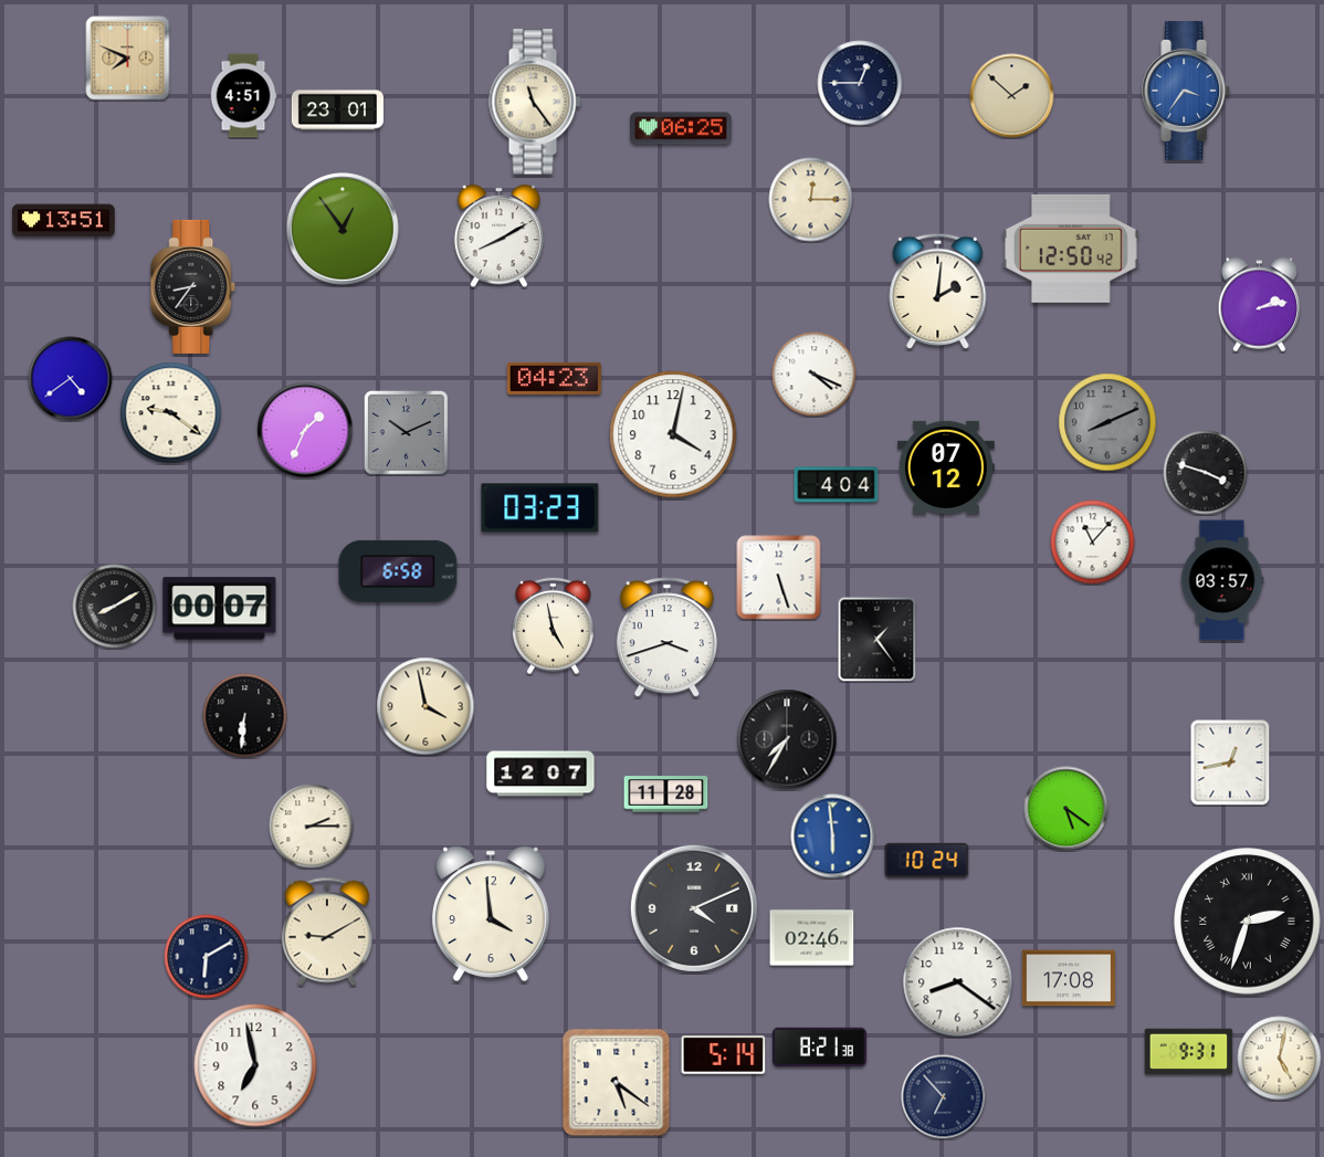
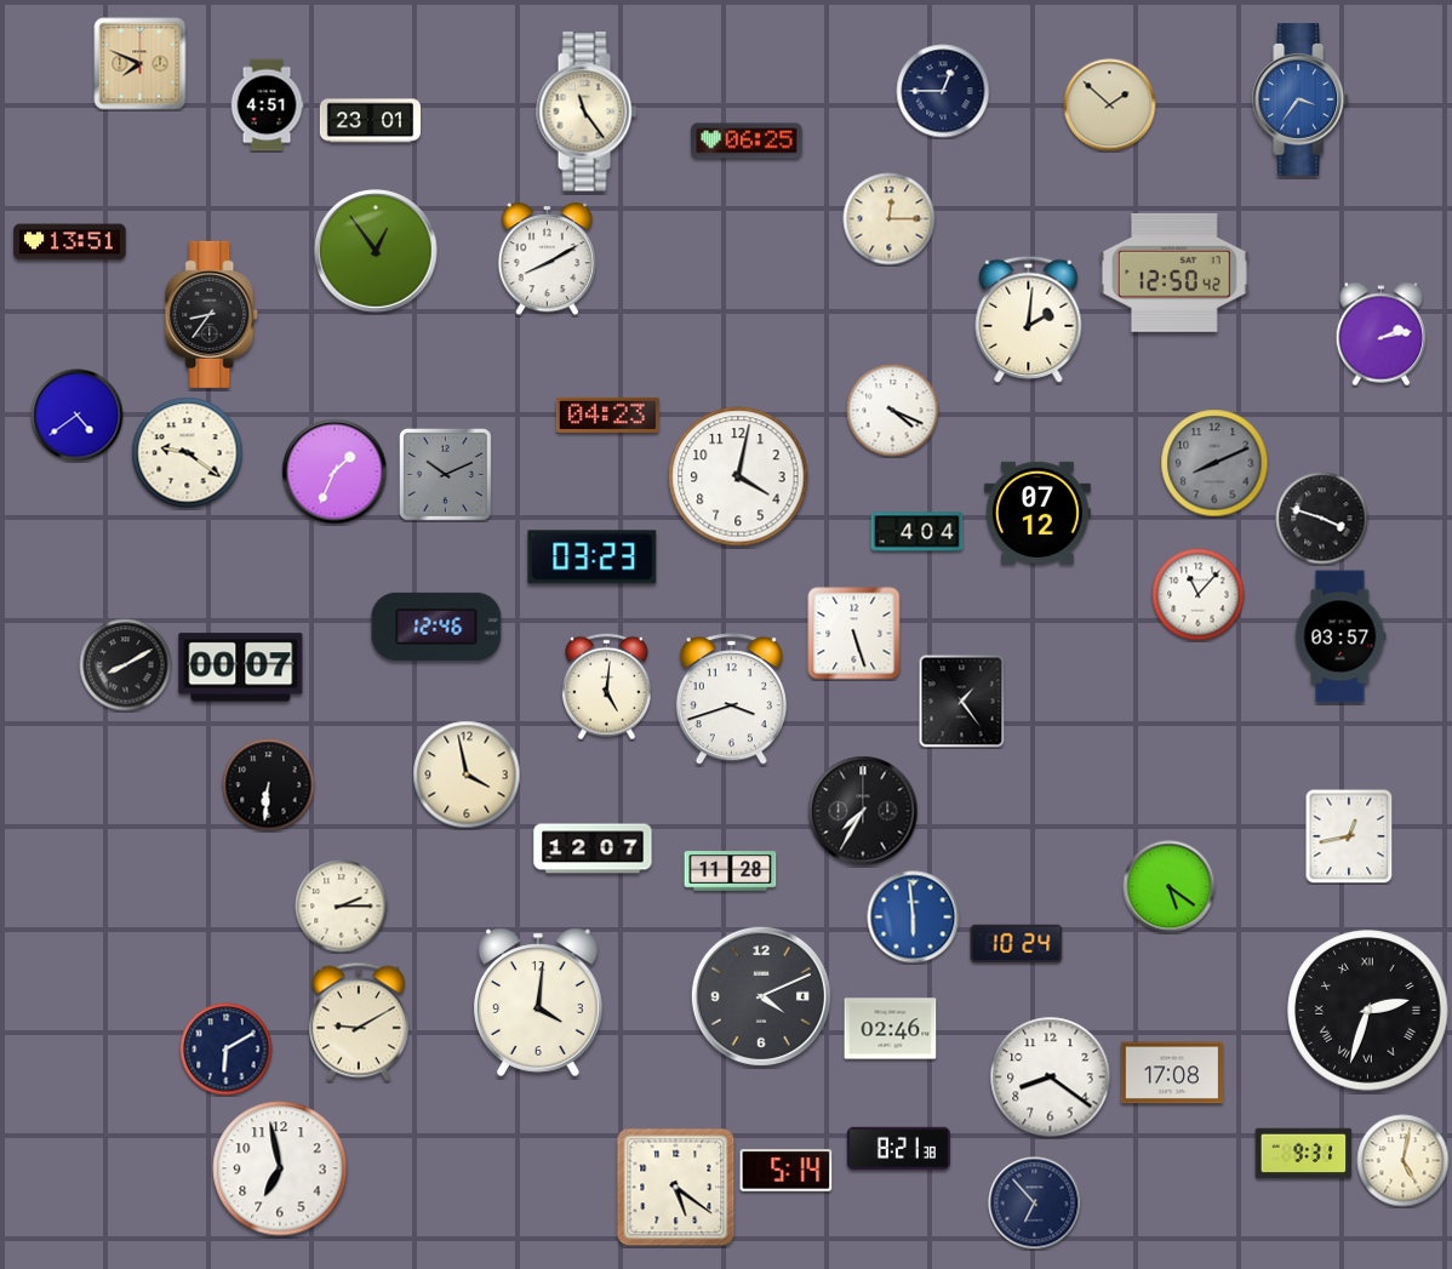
clock at (398, 571): 6:58 -> 12:46
clock at (553, 627): 4:58 -> 5:01
clock at (491, 914): 3:59 -> 4:01
clock at (724, 1055) position: (724, 1055) -> (787, 1171)
